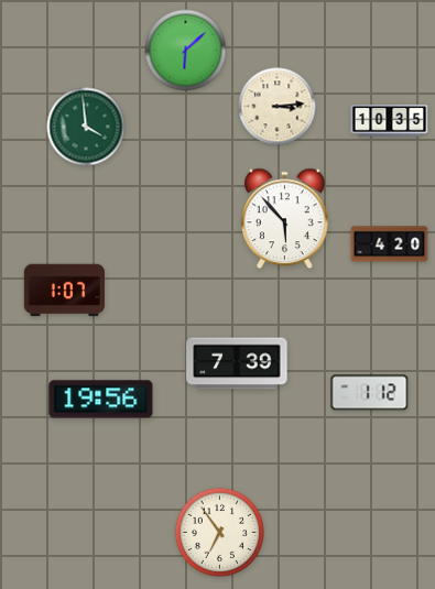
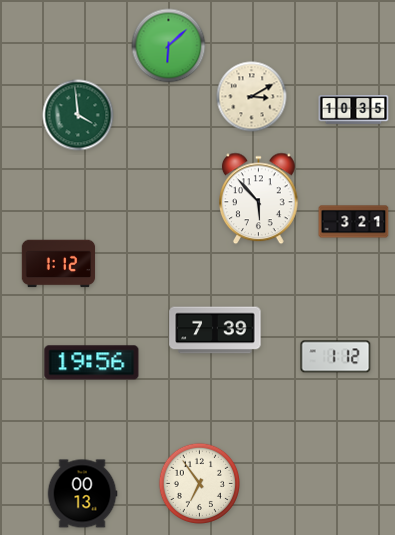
clock at (278, 107): 3:14 -> 3:10
clock at (390, 244): 4:20 -> 3:21
clock at (65, 291): 1:07 -> 1:12
clock at (82, 494): none -> 00:13
